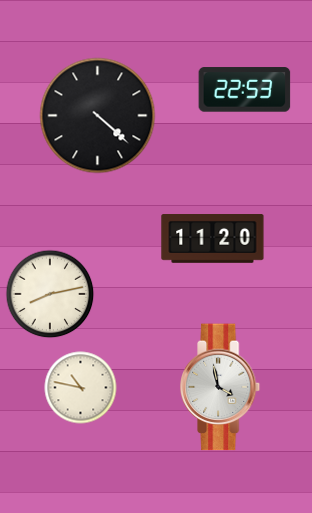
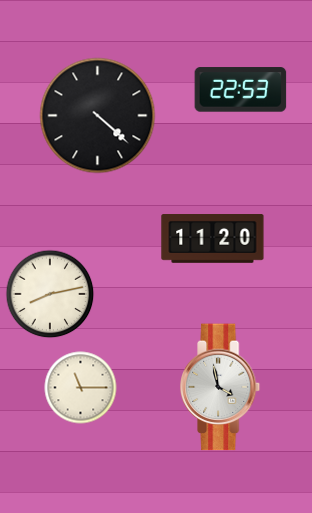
clock at (245, 90) position: (245, 90) -> (241, 90)
clock at (81, 388): 10:47 -> 11:15
